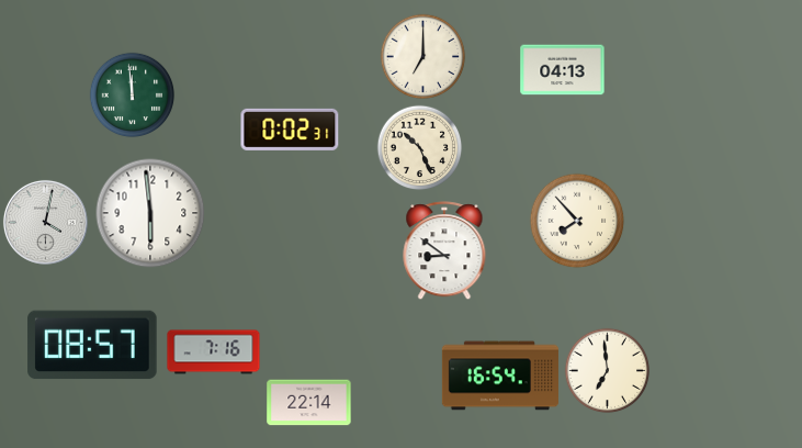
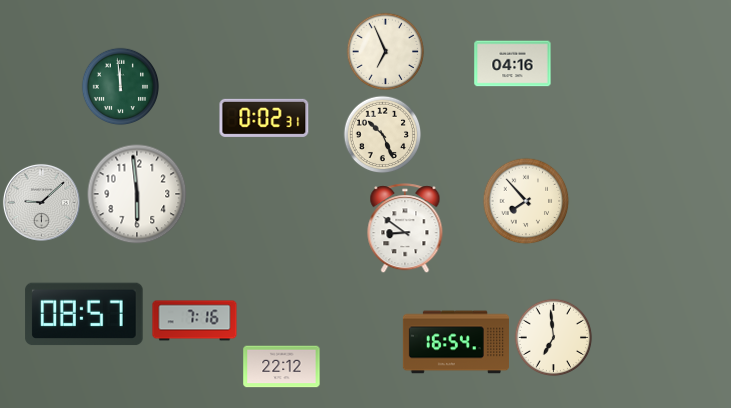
clock at (422, 56): 7:00 -> 6:56
clock at (563, 70): 04:13 -> 04:16
clock at (45, 222): 4:02 -> 9:08
clock at (309, 403): 22:14 -> 22:12
